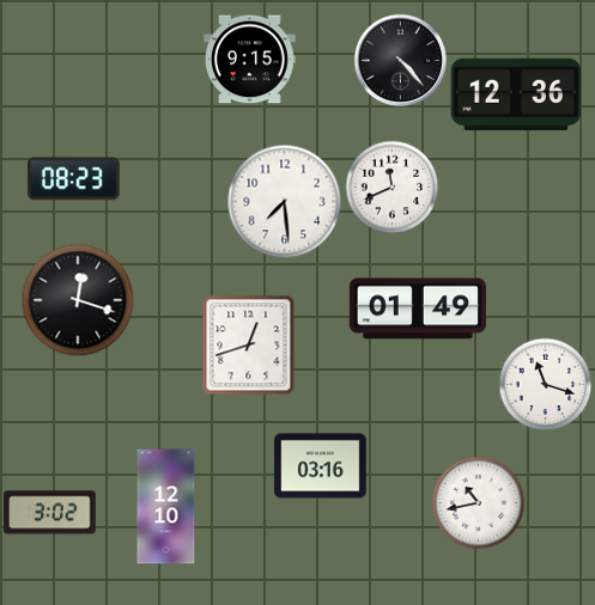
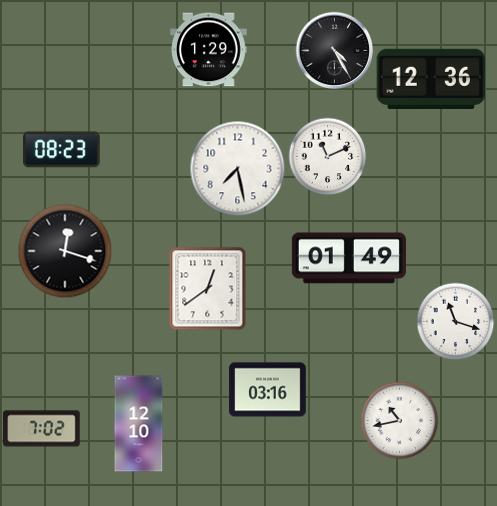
clock at (250, 60): 9:15 -> 1:29
clock at (400, 60): 4:23 -> 4:25
clock at (391, 187): 11:41 -> 11:11
clock at (284, 201): 7:29 -> 7:28
clock at (249, 344): 12:42 -> 12:39
clock at (50, 513): 3:02 -> 7:02
